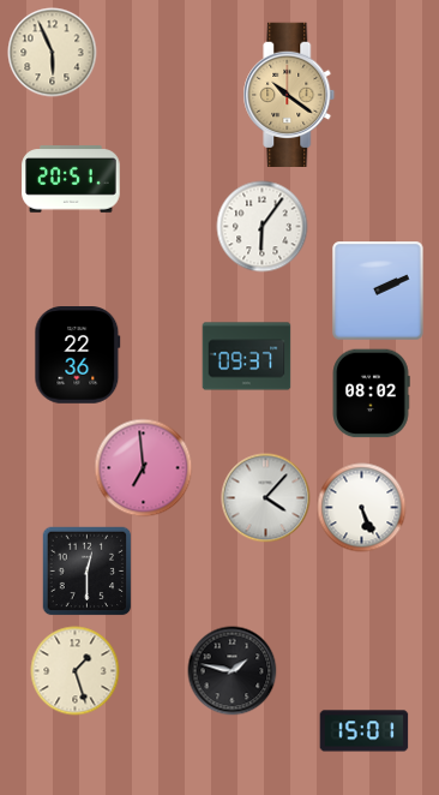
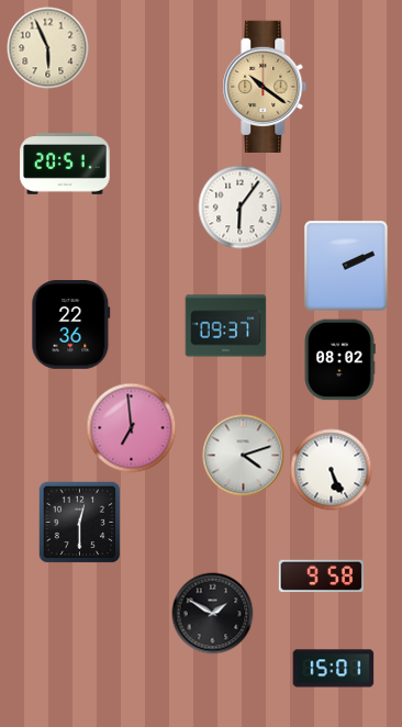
clock at (266, 498): 4:07 -> 4:12
clock at (362, 508) position: (362, 508) -> (332, 470)
clock at (321, 575): none -> 9:58
clock at (76, 671): 1:27 -> none
clock at (233, 671): 1:47 -> 1:50
